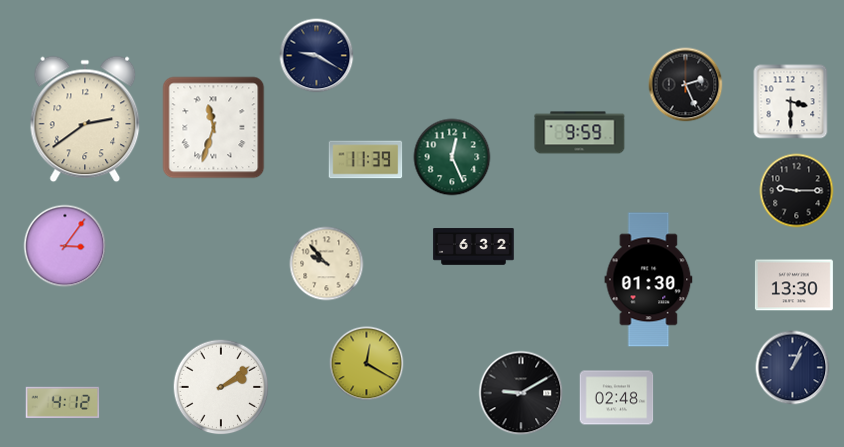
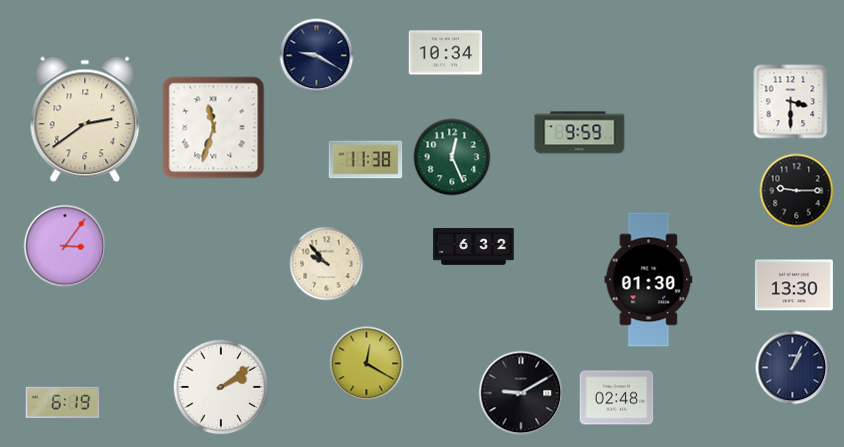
clock at (446, 53): none -> 10:34
clock at (686, 85): 2:26 -> none
clock at (366, 160): 11:39 -> 11:38
clock at (63, 402): 4:12 -> 6:19
